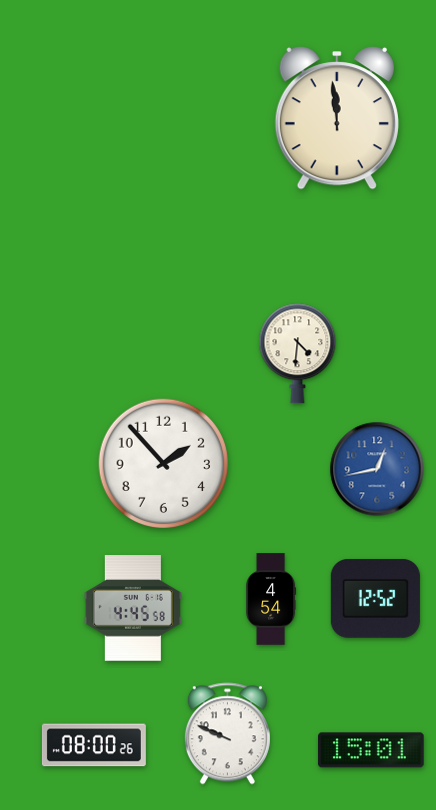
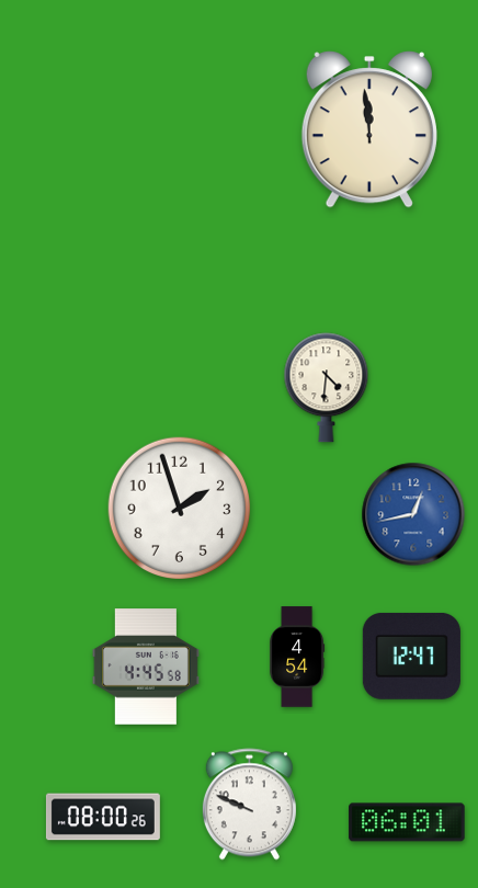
clock at (163, 463): 1:53 -> 1:57
clock at (375, 598): 12:52 -> 12:47
clock at (371, 750): 15:01 -> 06:01
